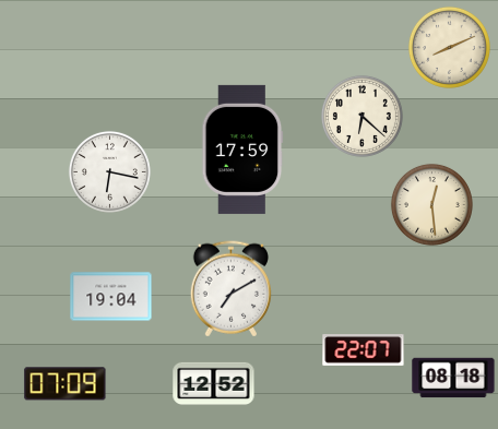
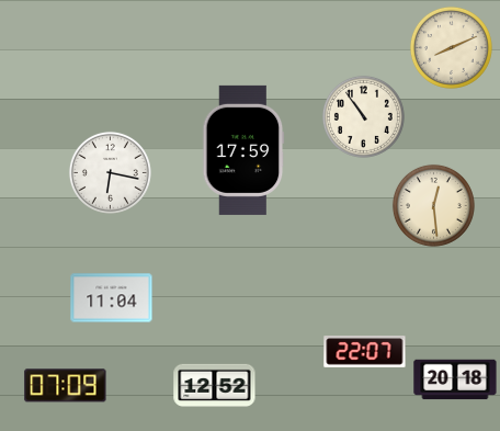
clock at (361, 116): 6:22 -> 10:54
clock at (230, 289): 7:10 -> none
clock at (111, 297): 19:04 -> 11:04
clock at (453, 378): 08:18 -> 20:18
